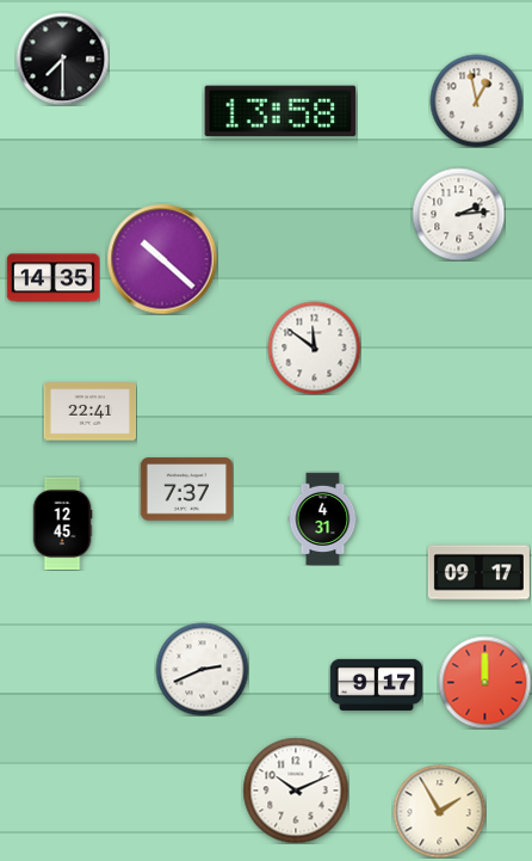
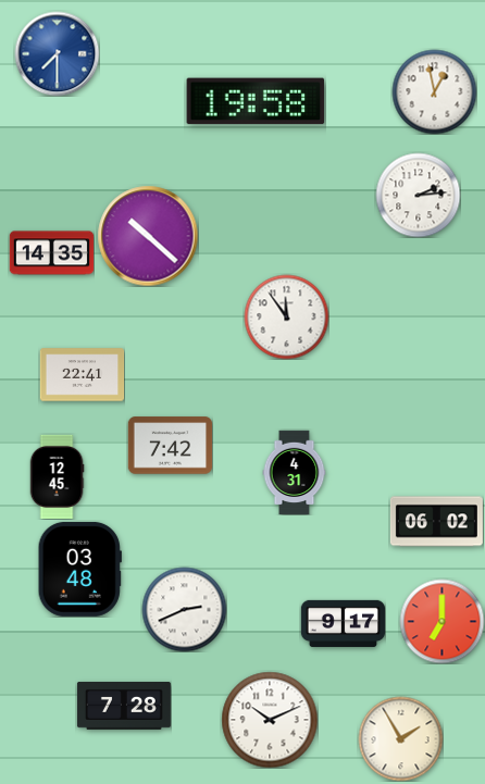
clock at (62, 59) dial: black -> blue
clock at (280, 111): 13:58 -> 19:58
clock at (52, 278) position: (52, 278) -> (51, 253)
clock at (314, 348): 11:51 -> 11:54
clock at (186, 490): 7:37 -> 7:42
clock at (478, 573): 09:17 -> 06:02
clock at (79, 569): none -> 03:48
clock at (484, 682): 12:00 -> 7:00
clock at (124, 706): none -> 7:28
